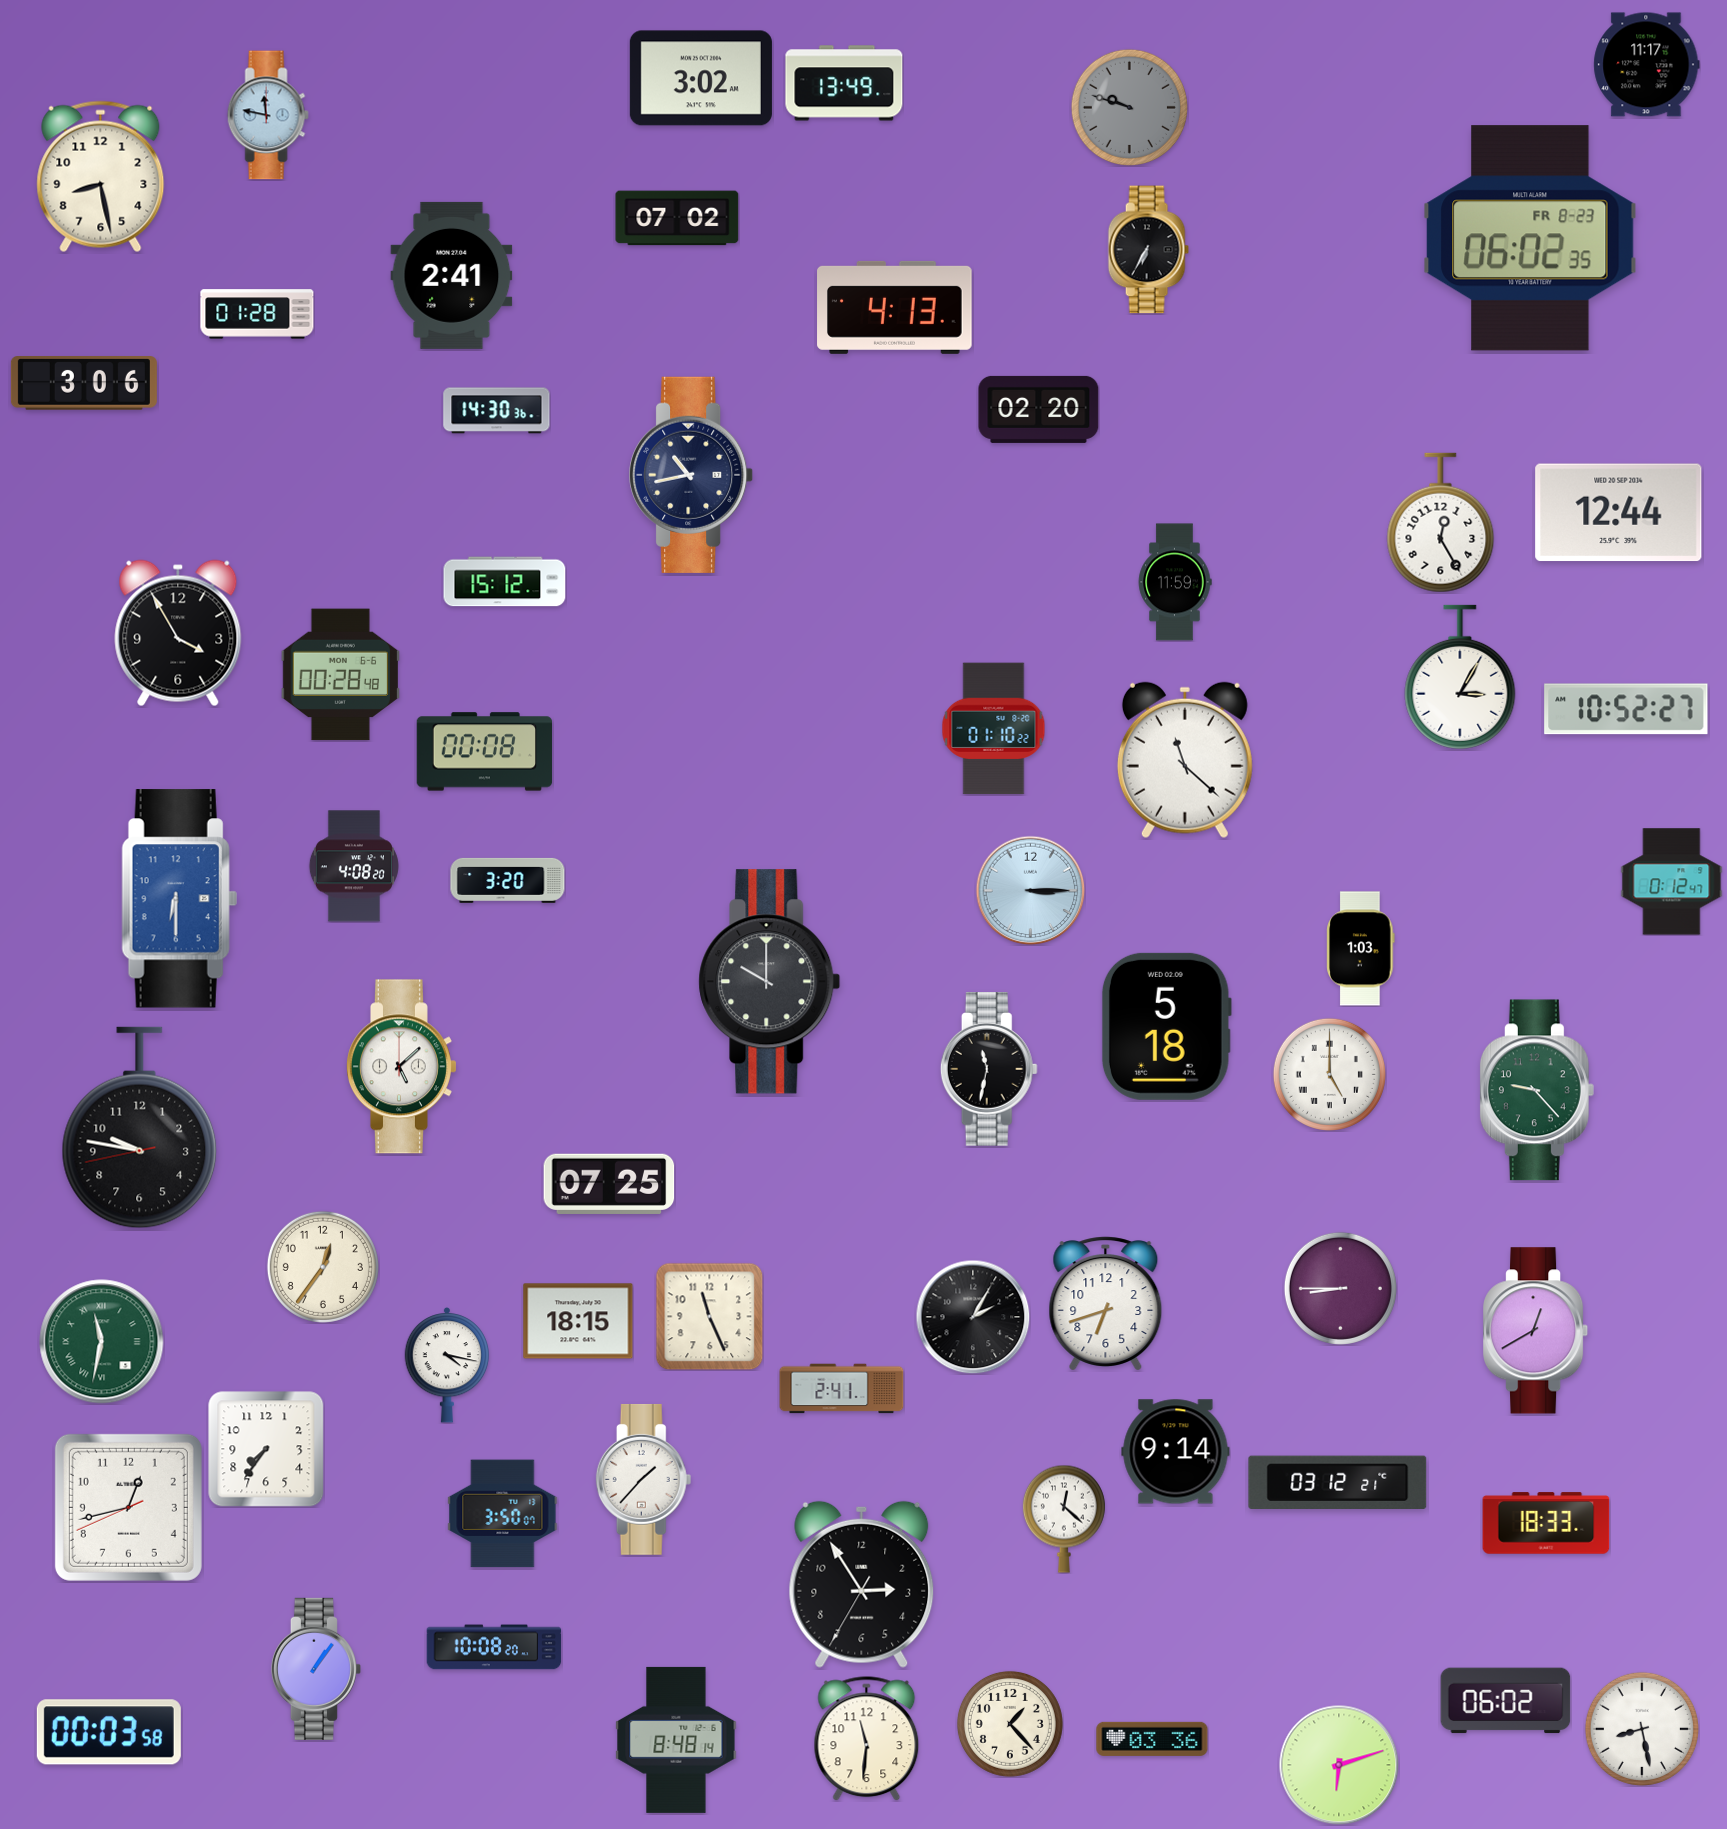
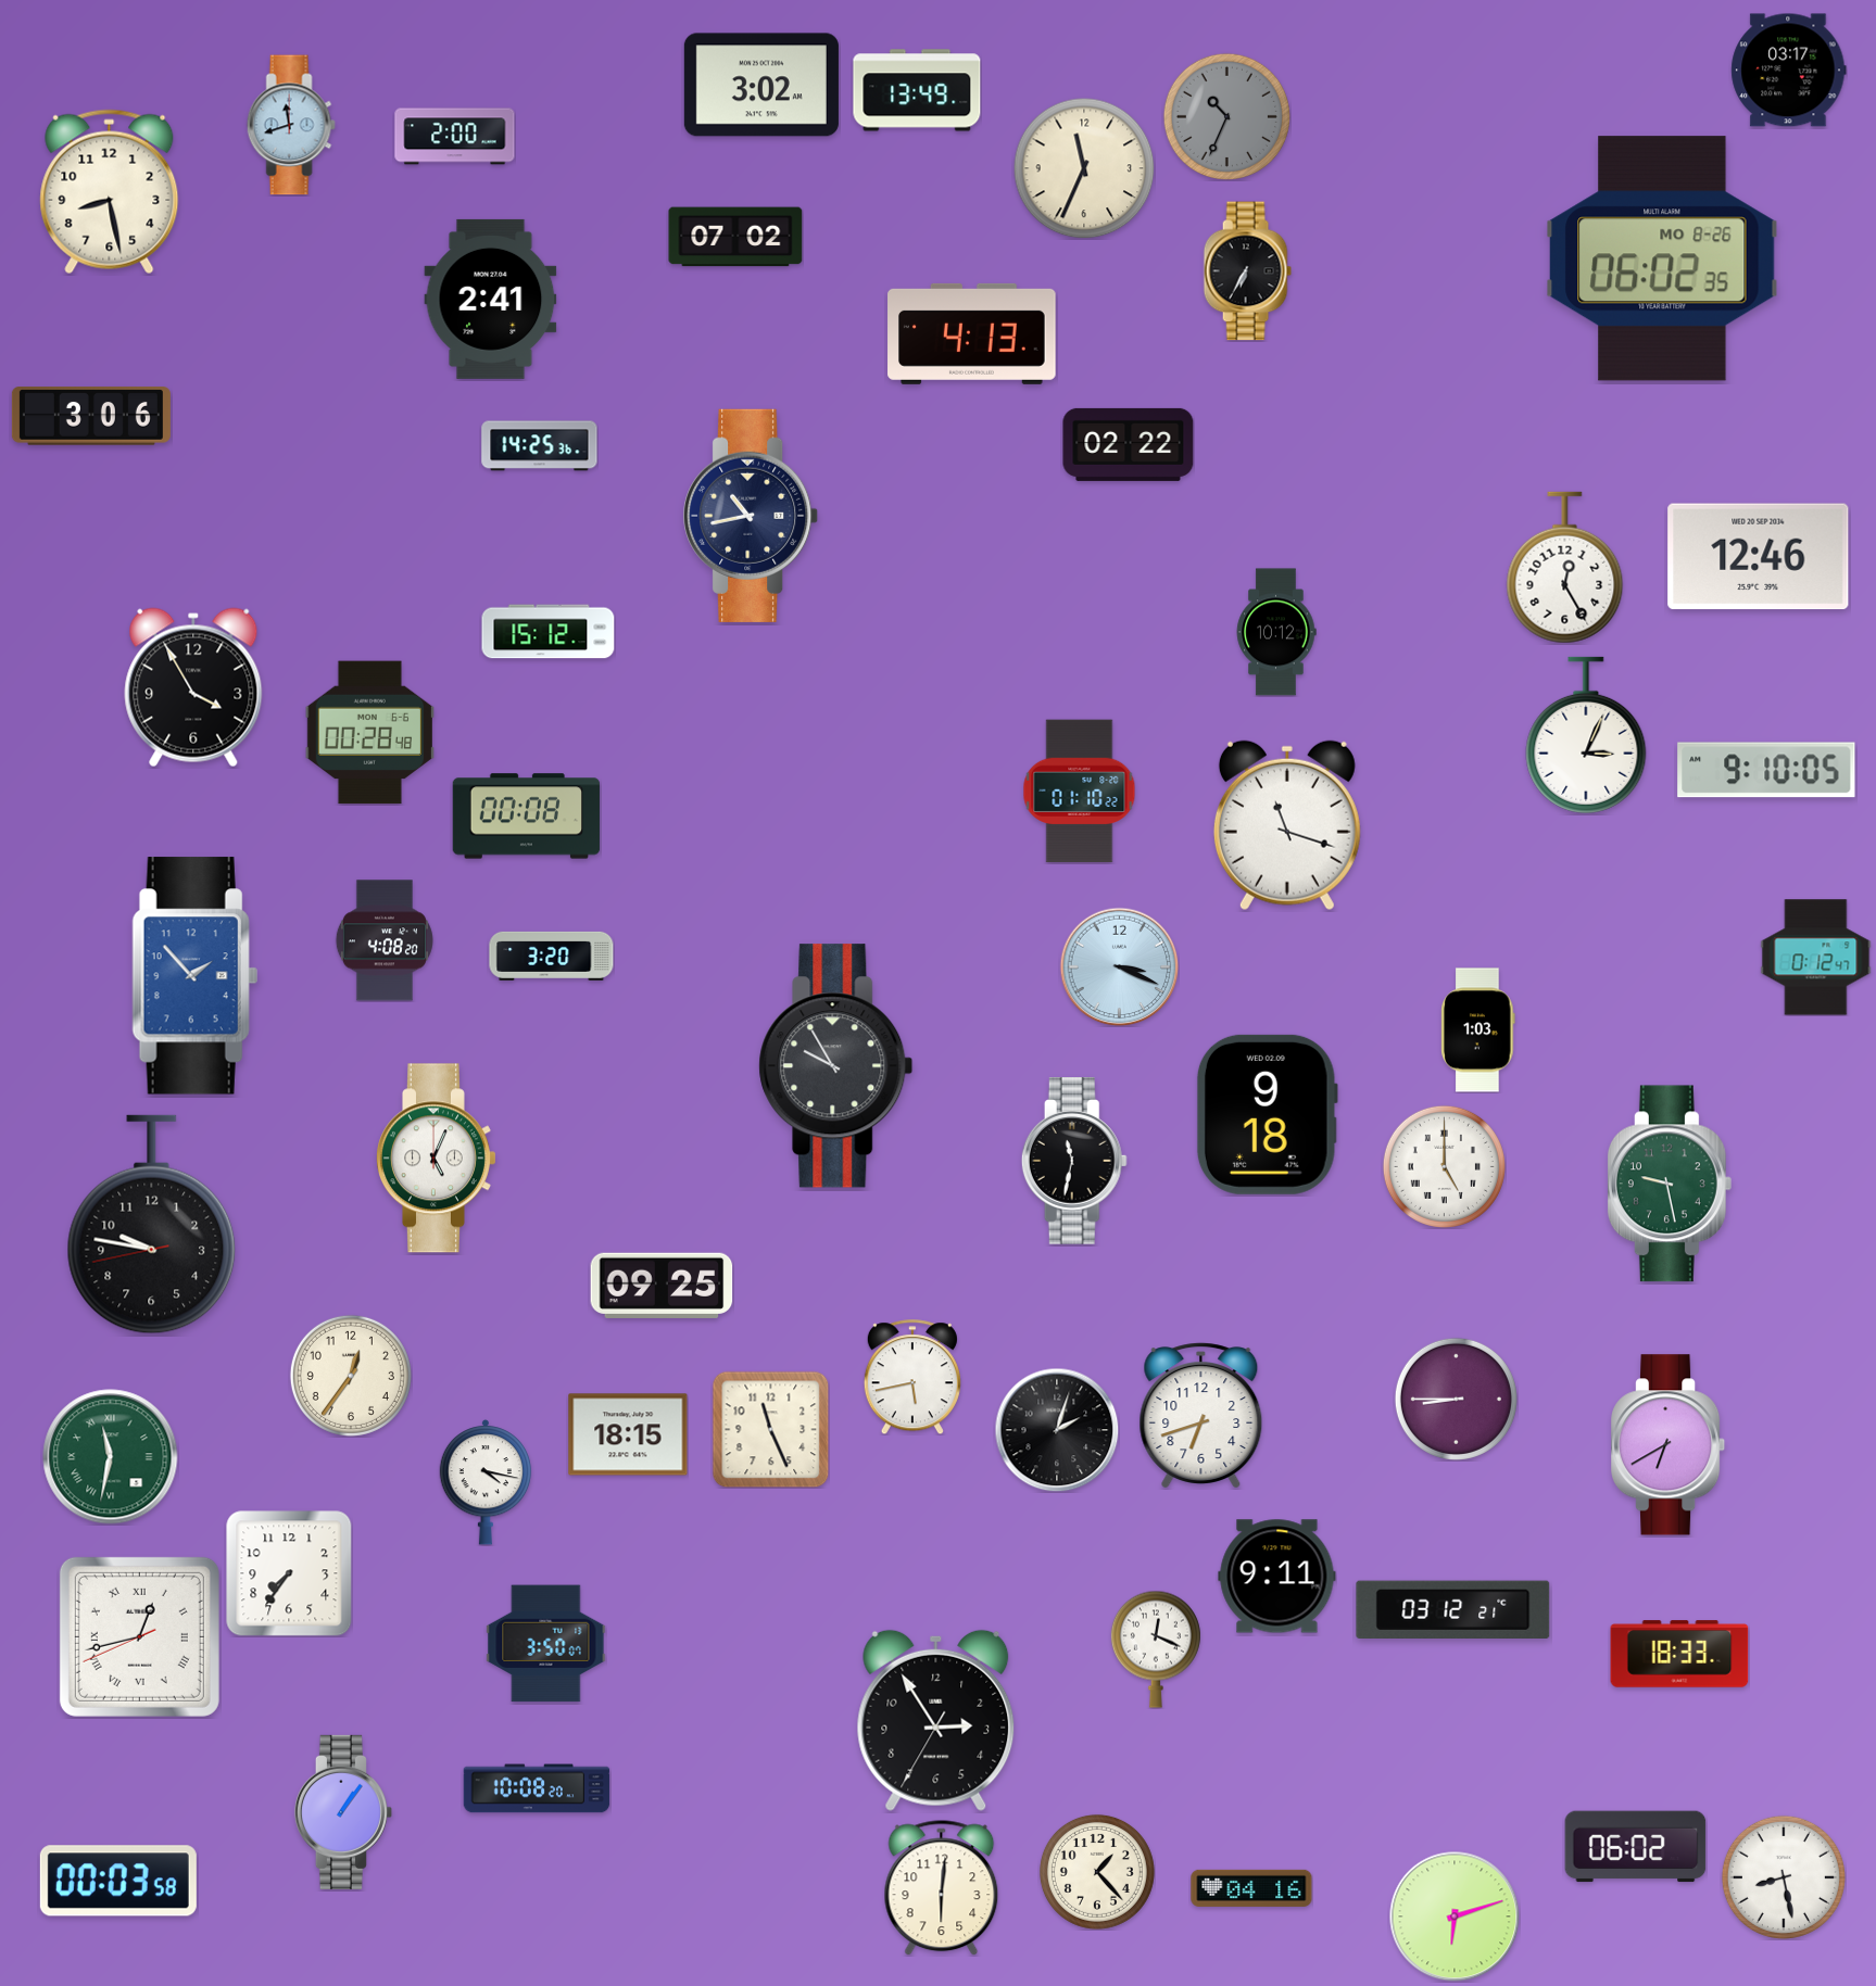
clock at (1647, 65): 11:17 -> 03:17
clock at (1129, 107): 9:48 -> 10:34
clock at (268, 115): 11:47 -> 11:42
clock at (455, 137): none -> 2:00
clock at (1084, 168): none -> 11:34
clock at (1530, 238) date: FR 8-23 -> MO 8-26
clock at (257, 314): 01:28 -> none
clock at (1039, 409): 02:20 -> 02:22
clock at (497, 411): 14:30 -> 14:25
clock at (1619, 513): 12:44 -> 12:46
clock at (1175, 582): 11:59 -> 10:12
clock at (1460, 677): 3:05 -> 3:04
clock at (1626, 709): 10:52 -> 9:10
clock at (1185, 760): 11:22 -> 11:18
clock at (1030, 890): 3:15 -> 3:19
clock at (179, 899): 6:30 -> 1:53
clock at (770, 982): 10:00 -> 9:55
clock at (1166, 1026): 5:18 -> 9:18
clock at (401, 1067): 5:08 -> 5:04
clock at (1537, 1090): 9:23 -> 9:28
clock at (609, 1184): 07:25 -> 09:25
clock at (912, 1377): none -> 5:43
clock at (973, 1317): 2:05 -> 2:03
clock at (1537, 1331): 12:40 -> 6:40
clock at (842, 1389): 2:41 -> none
clock at (1176, 1452): 9:14 -> 9:11
clock at (644, 1479): 1:37 -> none
clock at (128, 1507) numerals: Arabic -> Roman
clock at (1064, 1519): 12:22 -> 12:19
clock at (867, 1739): 11:31 -> 6:01
clock at (1152, 1739): 03:36 -> 04:16
clock at (676, 1740): 8:48 -> none
